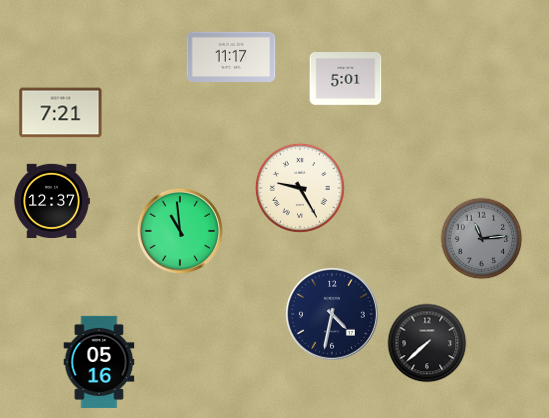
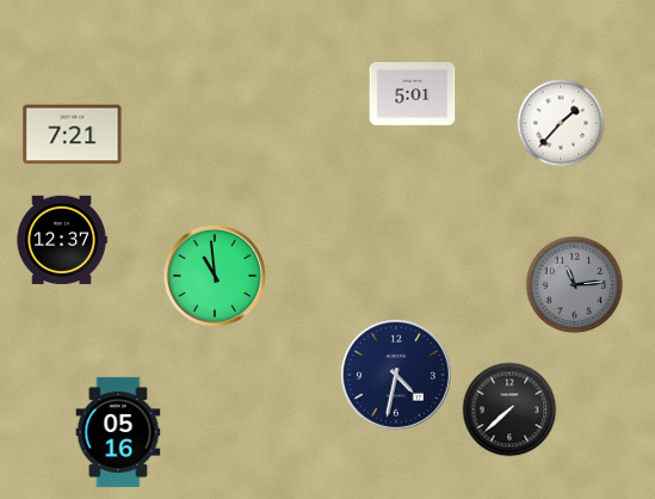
clock at (231, 57): 11:17 -> none
clock at (561, 123): none -> 1:37
clock at (300, 188): 9:25 -> none
